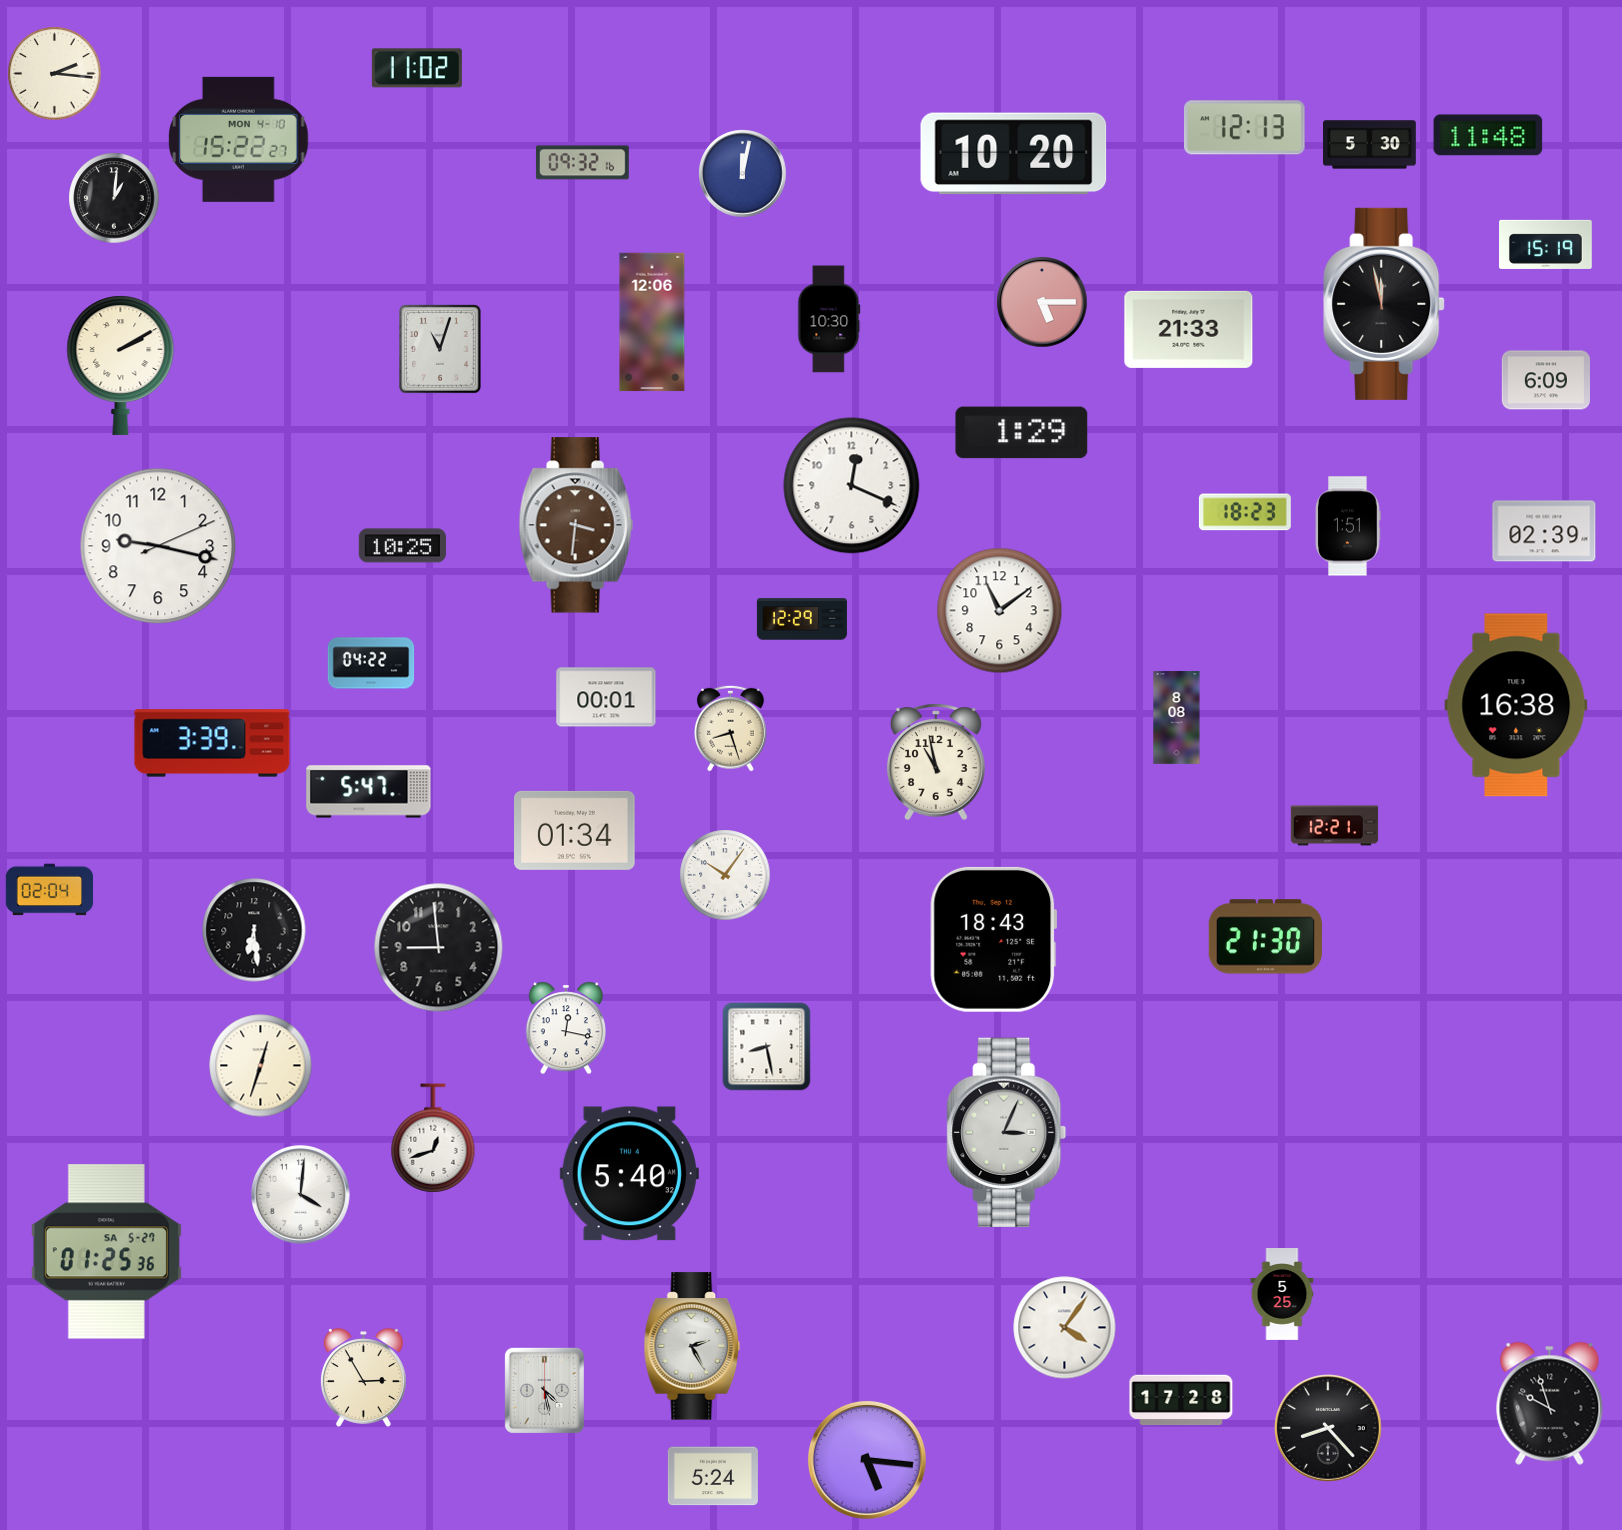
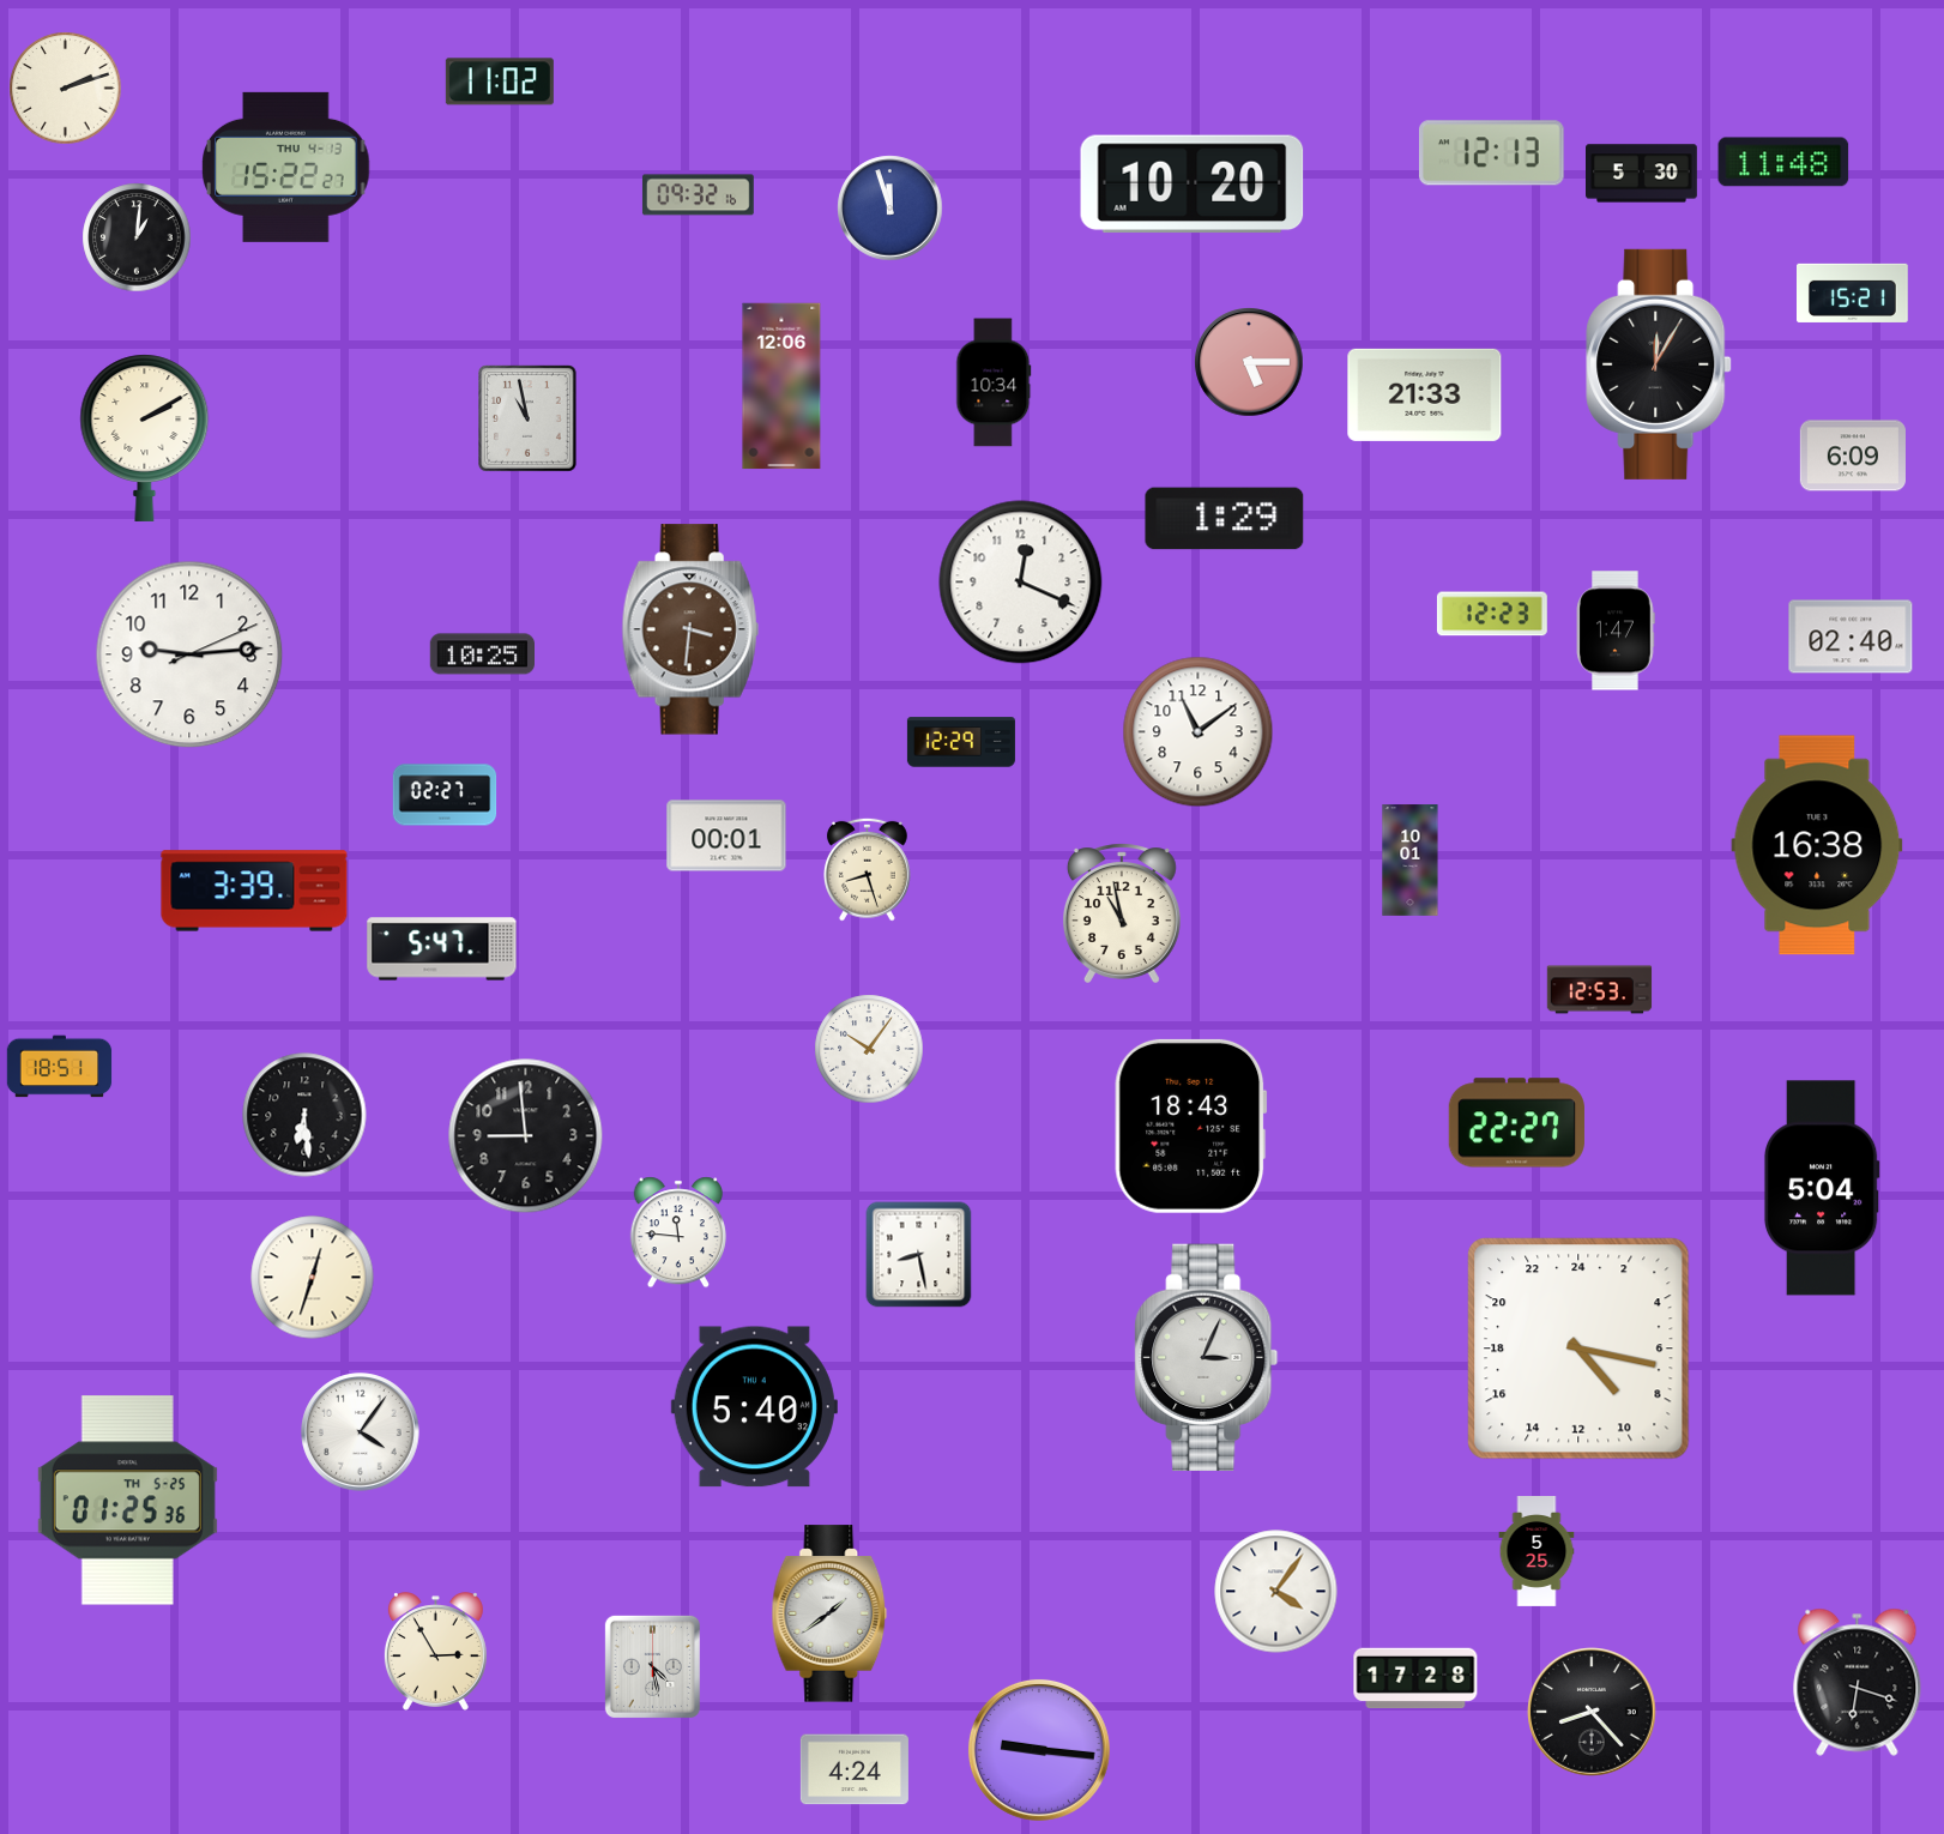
clock at (55, 74): 2:16 -> 2:12
clock at (239, 139) date: MON 4-10 -> THU 4-13
clock at (1014, 154) position: (1014, 154) -> (1193, 185)
clock at (743, 174): 12:02 -> 11:57
clock at (1546, 244): 15:19 -> 15:21
clock at (1384, 304): 11:58 -> 12:05
clock at (829, 319): 10:30 -> 10:34
clock at (441, 350): 11:03 -> 10:58
clock at (1245, 512): 18:23 -> 12:23
clock at (1348, 526): 1:51 -> 1:47
clock at (1544, 531): 02:39 -> 02:40
clock at (158, 546): 9:17 -> 9:14
clock at (371, 663): 04:22 -> 02:27
clock at (1177, 718): 8:08 -> 10:01
clock at (731, 728) position: (731, 728) -> (868, 869)
clock at (1335, 826): 12:21 -> 12:53
clock at (575, 830): 01:34 -> none
clock at (50, 890): 02:04 -> 18:51
clock at (1265, 937): 21:30 -> 22:27
clock at (1822, 1188): none -> 5:04
clock at (566, 1028): 12:17 -> 11:46
clock at (1578, 1349): none -> 9:17
clock at (433, 1138): 12:42 -> none
clock at (301, 1195): 4:01 -> 4:06
clock at (106, 1252) date: SA 5-27 -> TH 5-25
clock at (692, 1346): 2:25 -> 1:39
clock at (1550, 1403): 9:57 -> 6:18
clock at (867, 1460): 5:16 -> 9:16
clock at (713, 1476): 5:24 -> 4:24
